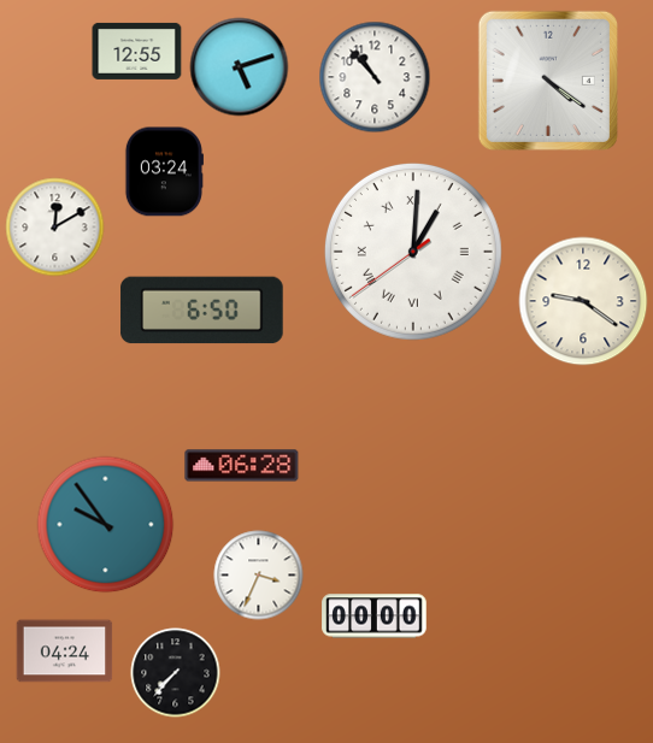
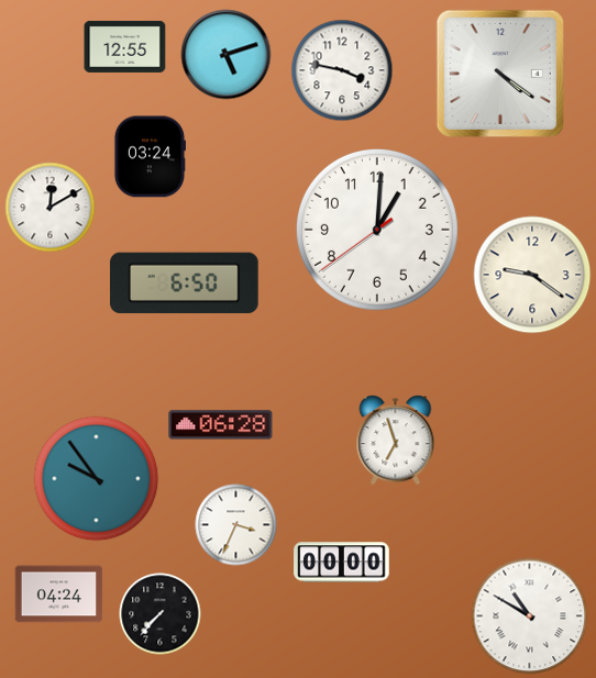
clock at (240, 67) position: (240, 67) -> (227, 55)
clock at (375, 77): 10:53 -> 3:47
clock at (413, 252) numerals: Roman -> Arabic
clock at (396, 441): none -> 6:57
clock at (530, 616): none -> 10:50
